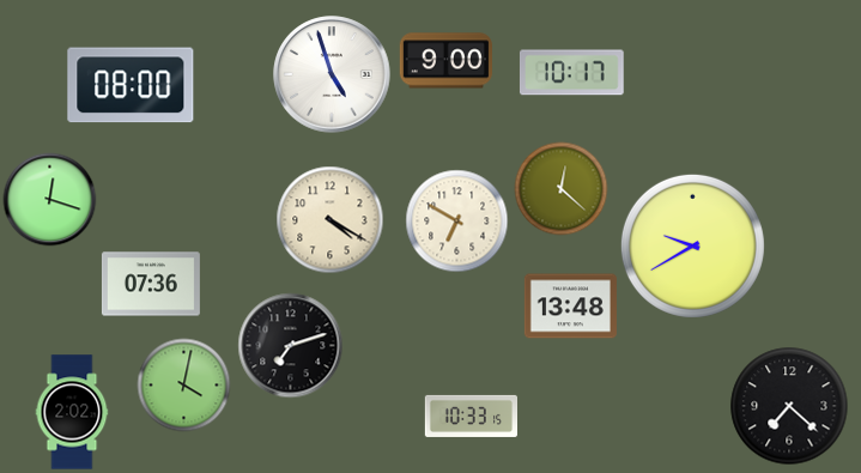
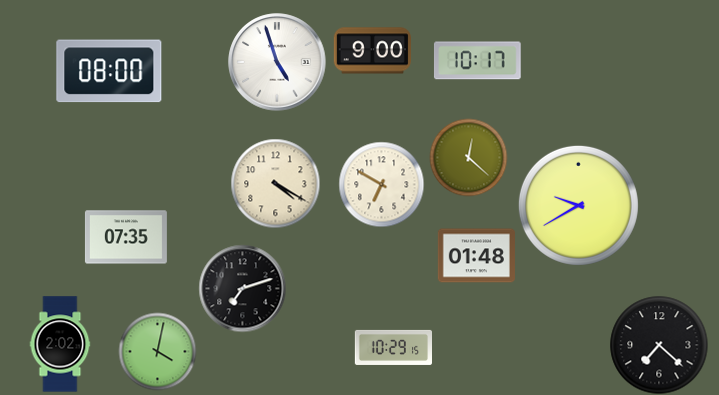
clock at (49, 199): 12:18 -> none
clock at (151, 284): 07:36 -> 07:35
clock at (570, 307): 13:48 -> 01:48
clock at (183, 384) position: (183, 384) -> (157, 351)
clock at (789, 406) position: (789, 406) -> (659, 345)
clock at (471, 416): 10:33 -> 10:29
